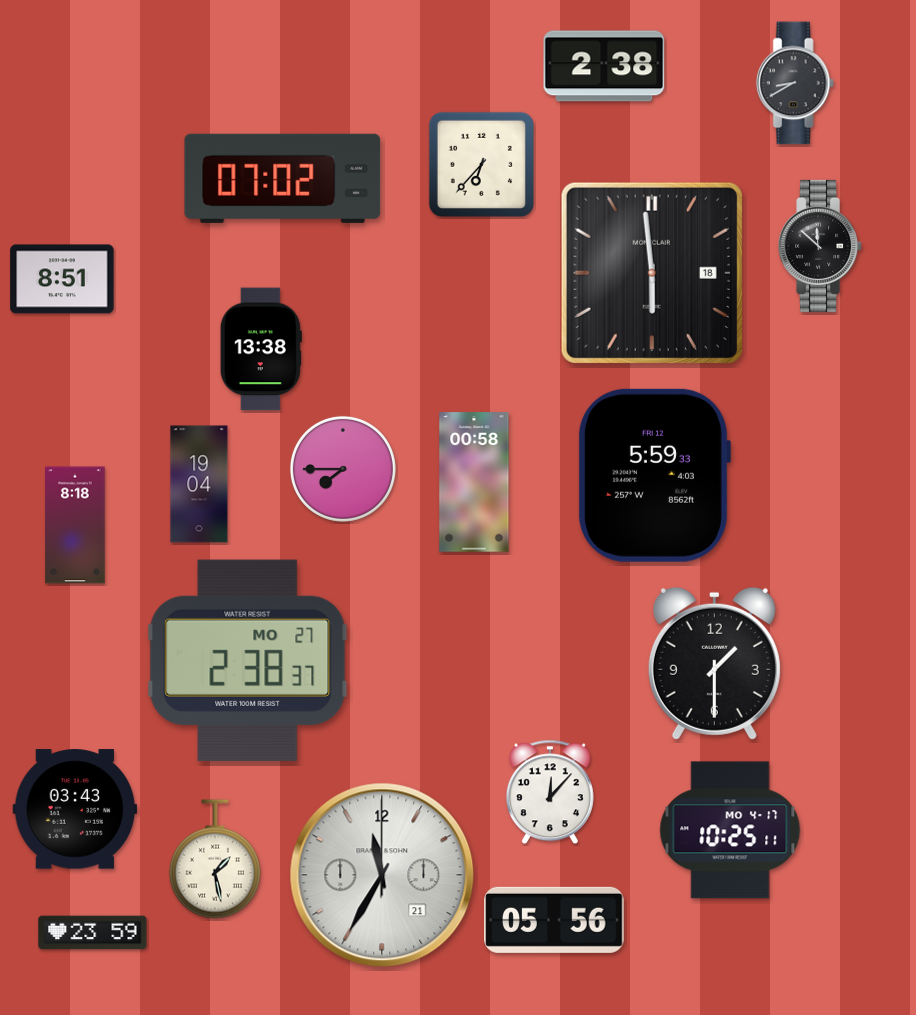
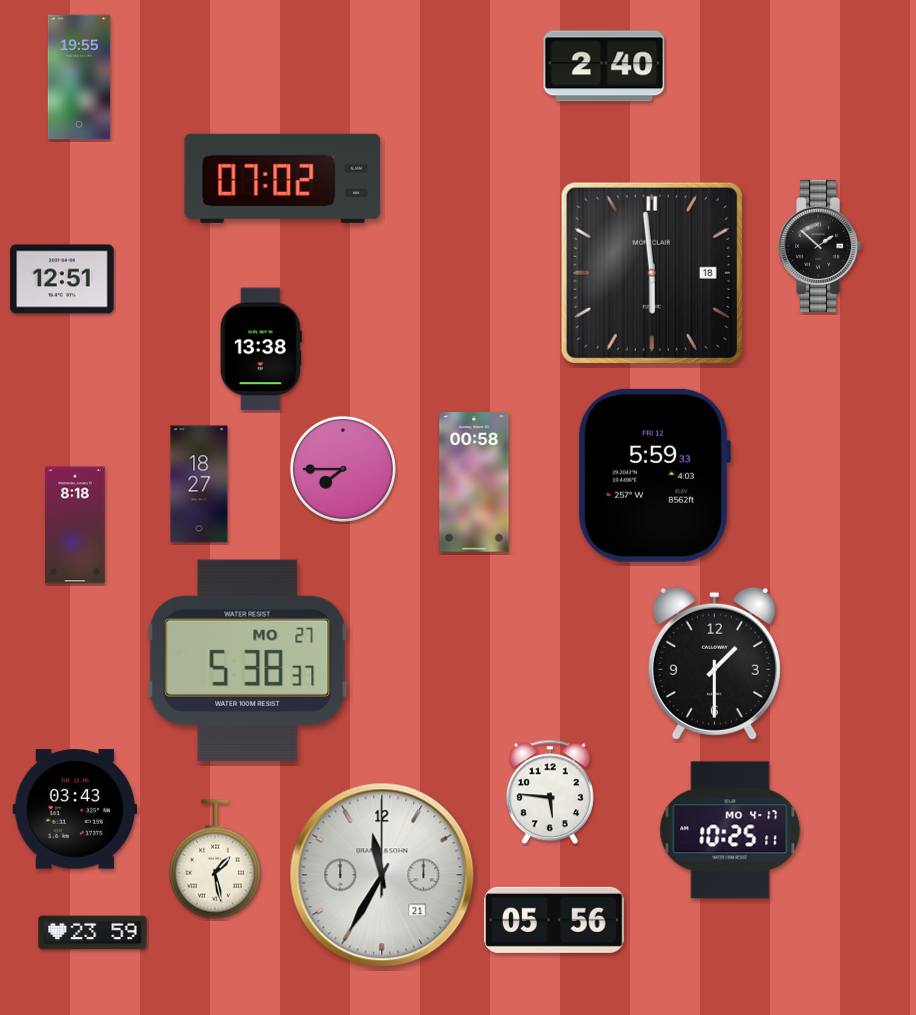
clock at (604, 66): 2:38 -> 2:40
clock at (79, 77): none -> 19:55
clock at (795, 83): 8:40 -> none
clock at (481, 164): 6:37 -> none
clock at (821, 246): 11:52 -> 1:52
clock at (62, 279): 8:51 -> 12:51
clock at (199, 484): 19:04 -> 18:27
clock at (248, 660): 2:38 -> 5:38
clock at (550, 792): 12:07 -> 5:46
